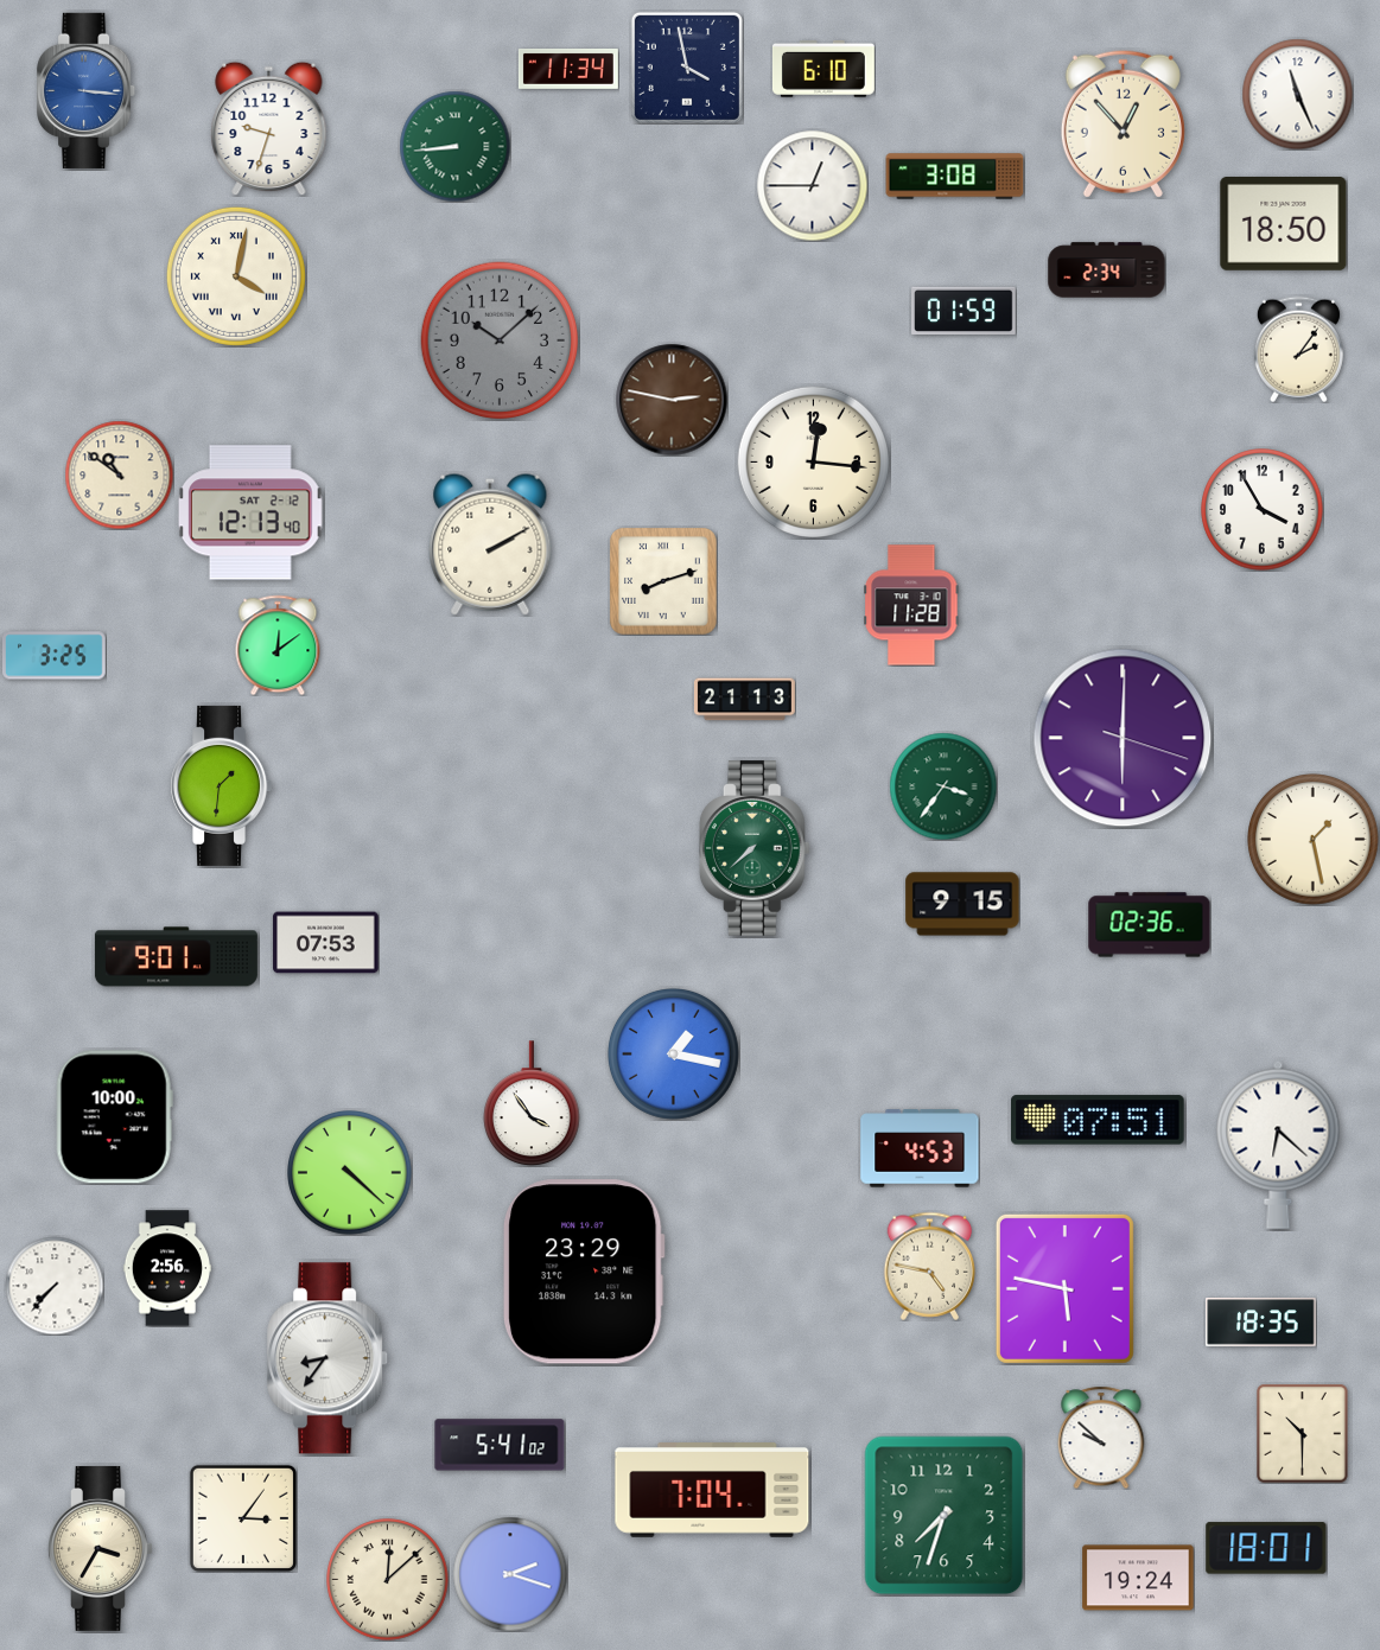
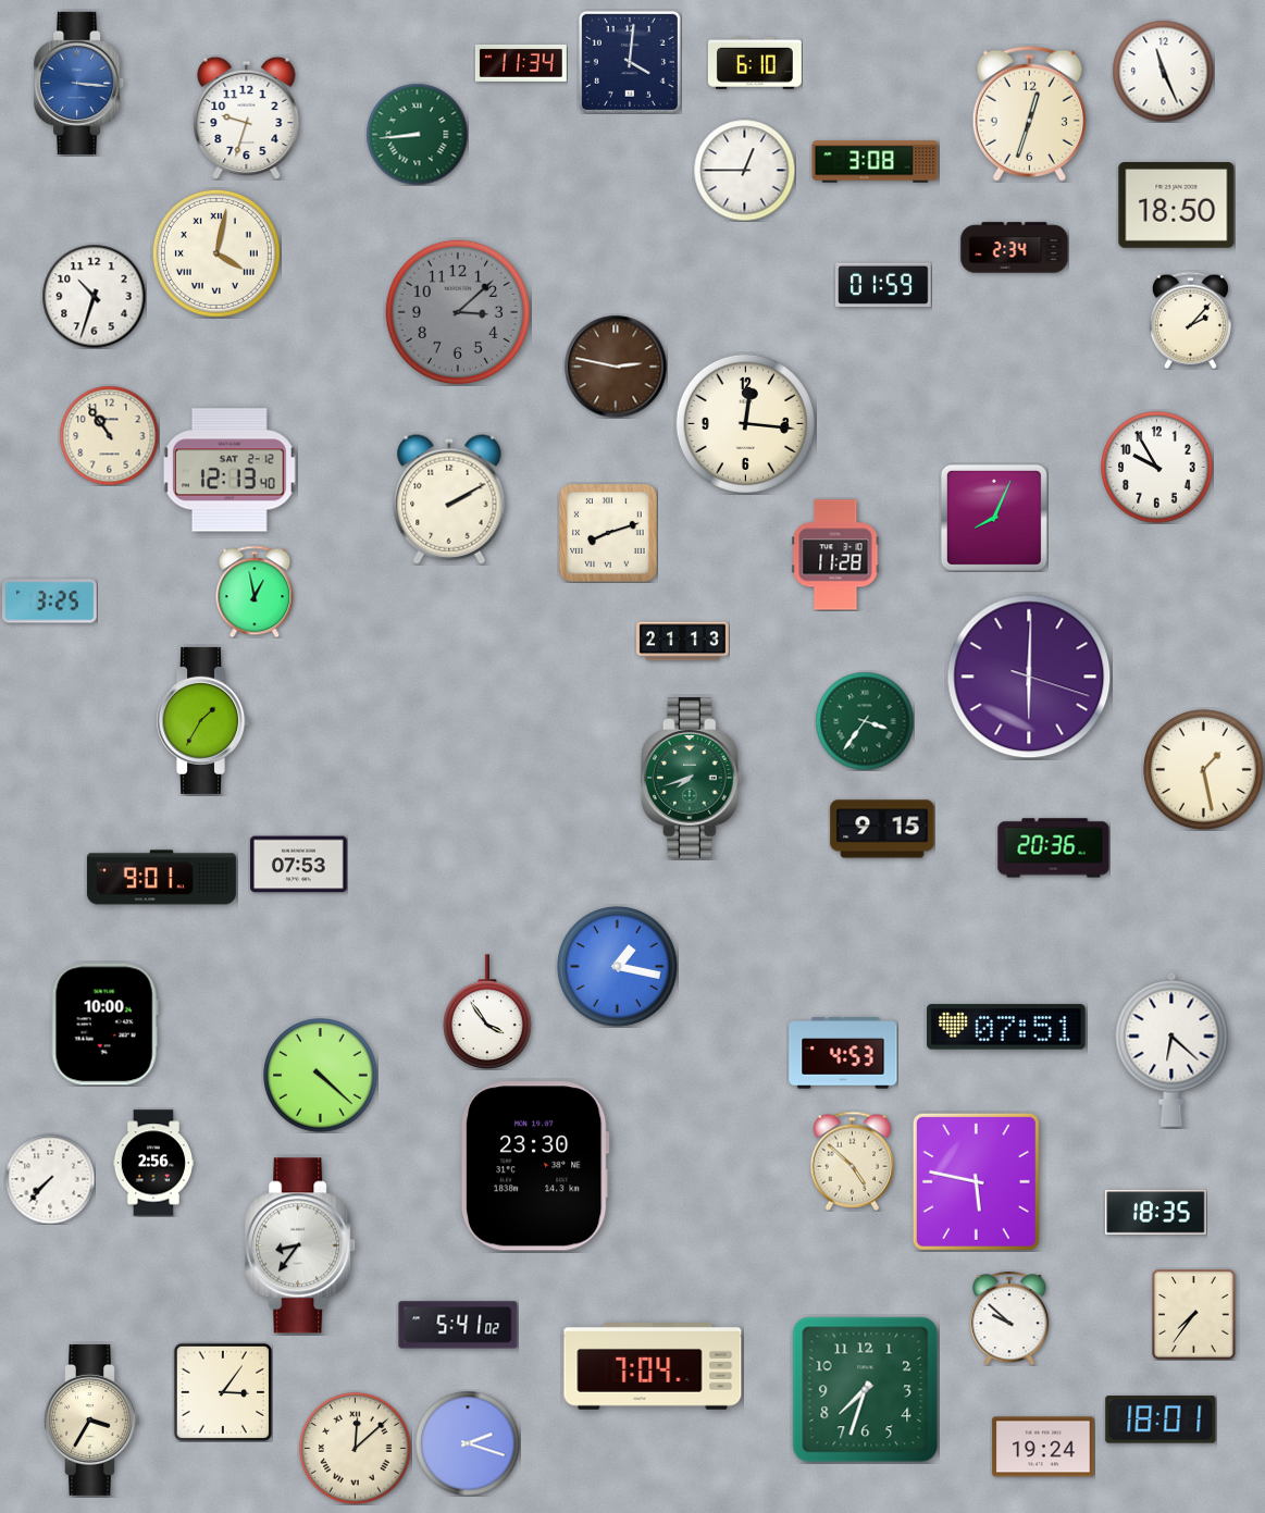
clock at (687, 68): 3:58 -> 4:01
clock at (1297, 94) position: (1297, 94) -> (1163, 71)
clock at (1123, 123): 12:53 -> 12:33
clock at (94, 296): none -> 10:33
clock at (500, 340): 10:08 -> 3:08
clock at (1298, 349): 2:06 -> 2:07
clock at (119, 474): 10:51 -> 10:54
clock at (1263, 510): 3:55 -> 9:55
clock at (994, 518): none -> 8:04
clock at (278, 645): 12:09 -> 12:58
clock at (222, 785): 1:31 -> 1:35
clock at (755, 848): 7:38 -> 7:42
clock at (1150, 925): 02:36 -> 20:36
clock at (930, 1266): 4:47 -> 4:52
clock at (584, 1272): 23:29 -> 23:30
clock at (1303, 1433): 10:30 -> 7:36
